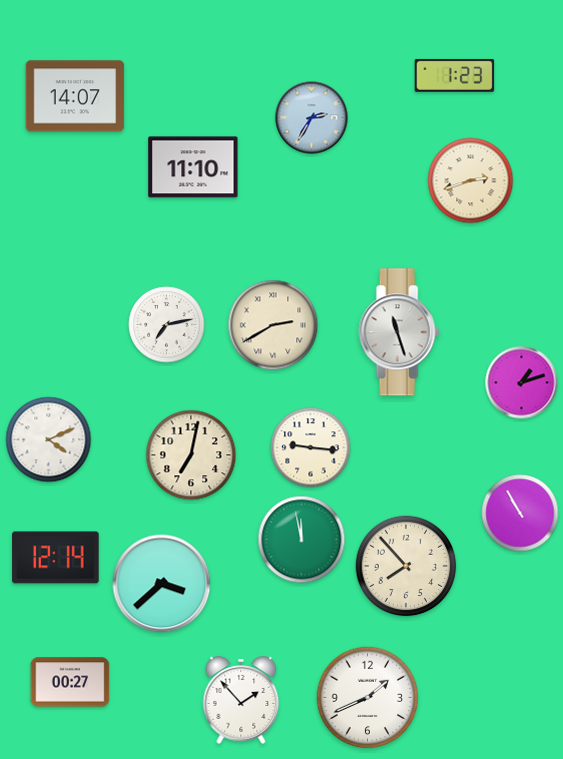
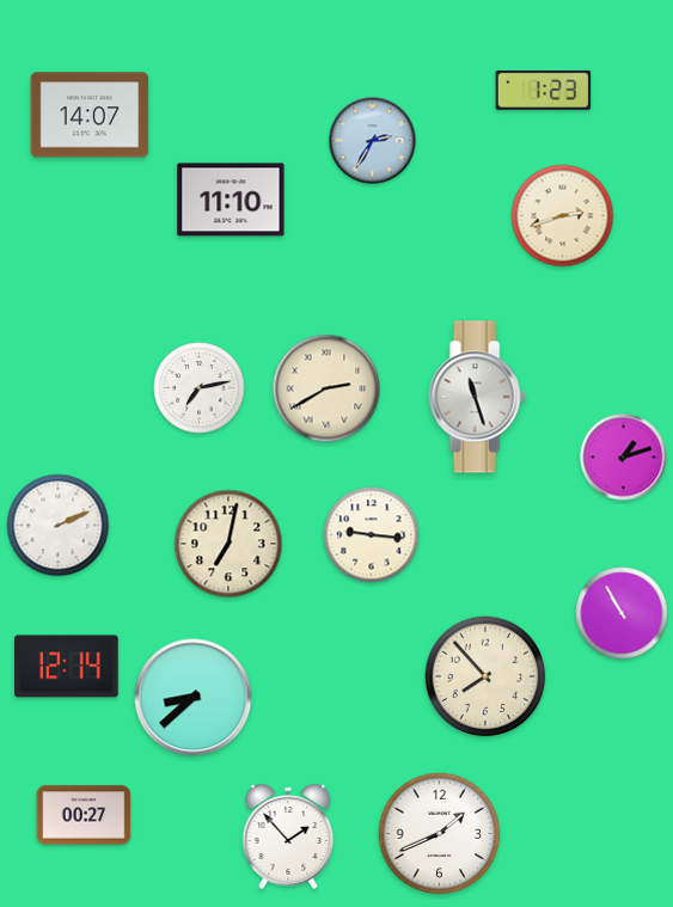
clock at (49, 440): 4:11 -> 2:11
clock at (302, 540): 11:58 -> none
clock at (162, 584): 3:38 -> 8:38
